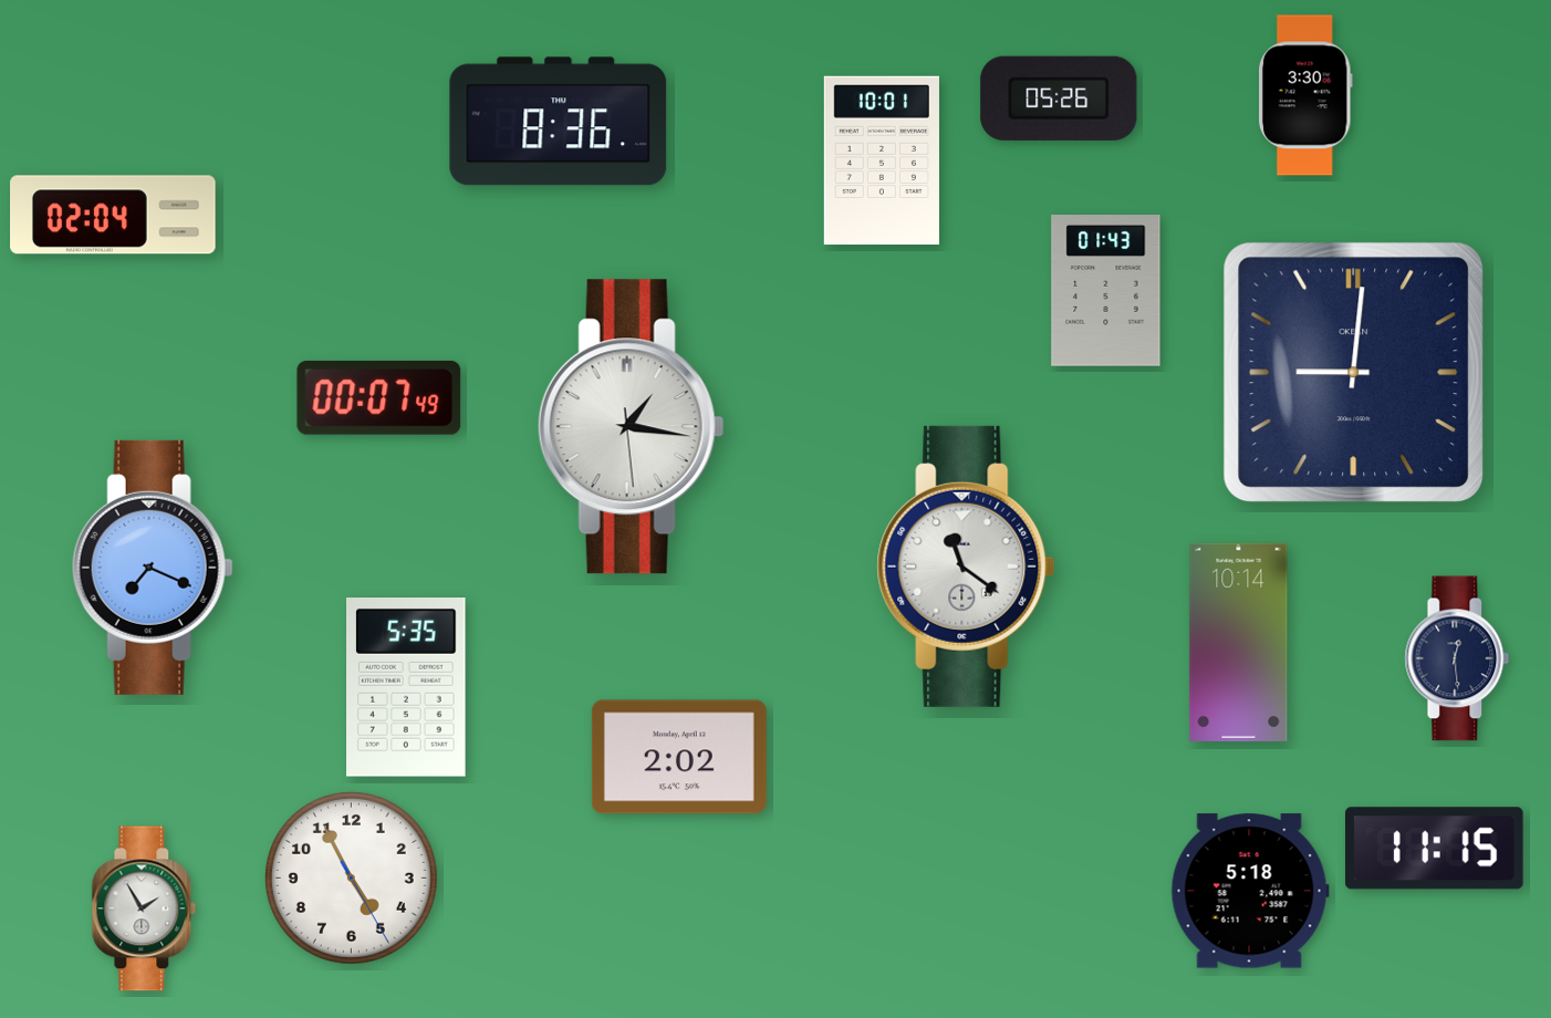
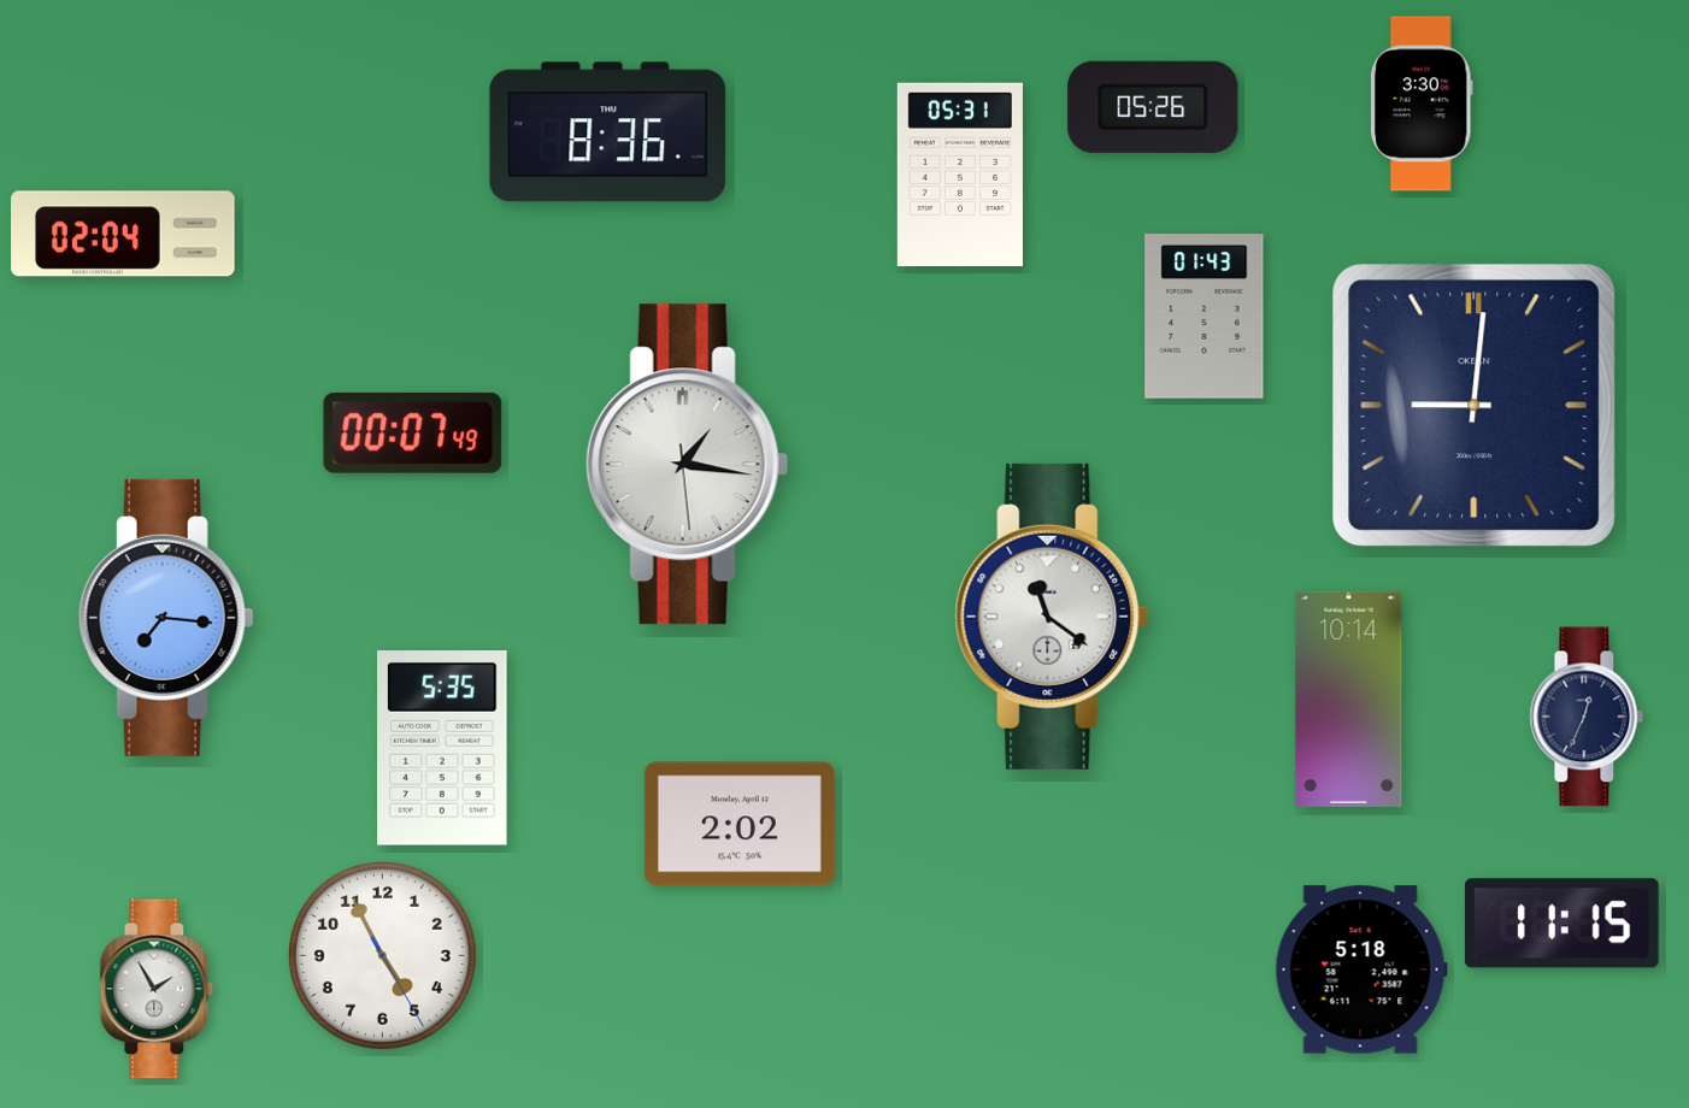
clock at (882, 160): 10:01 -> 05:31
clock at (153, 568): 7:19 -> 7:16
clock at (1457, 658): 12:29 -> 12:34
